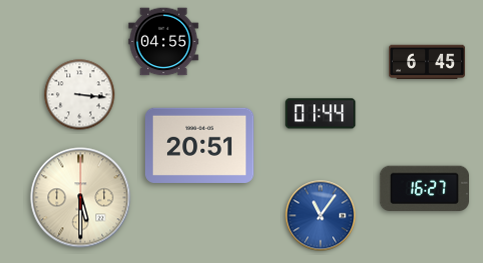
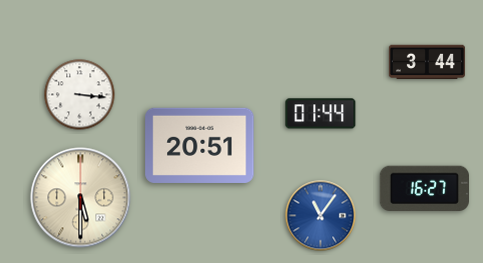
clock at (164, 42): 04:55 -> none
clock at (427, 62): 6:45 -> 3:44
